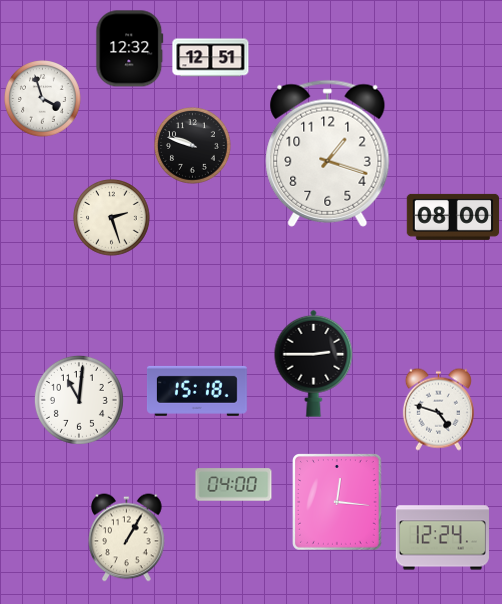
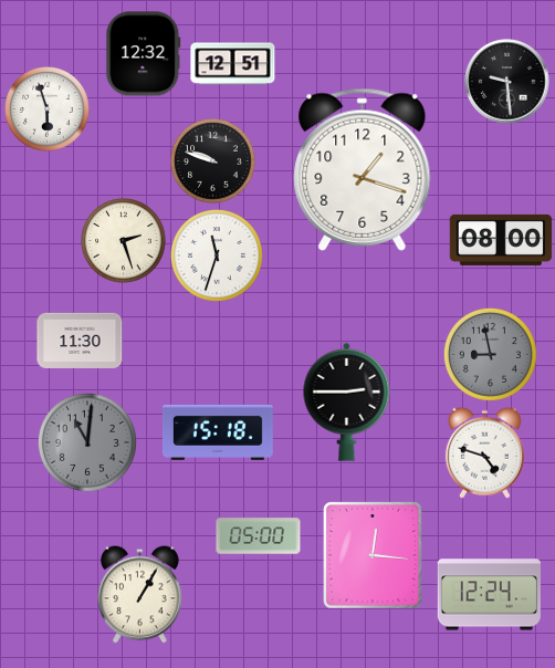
clock at (507, 82): none -> 9:29
clock at (43, 99): 3:57 -> 5:57
clock at (217, 255): none -> 11:33
clock at (80, 341): none -> 11:30
clock at (490, 354): none -> 8:58
clock at (79, 400) dial: white -> grey
clock at (234, 485): 04:00 -> 05:00
